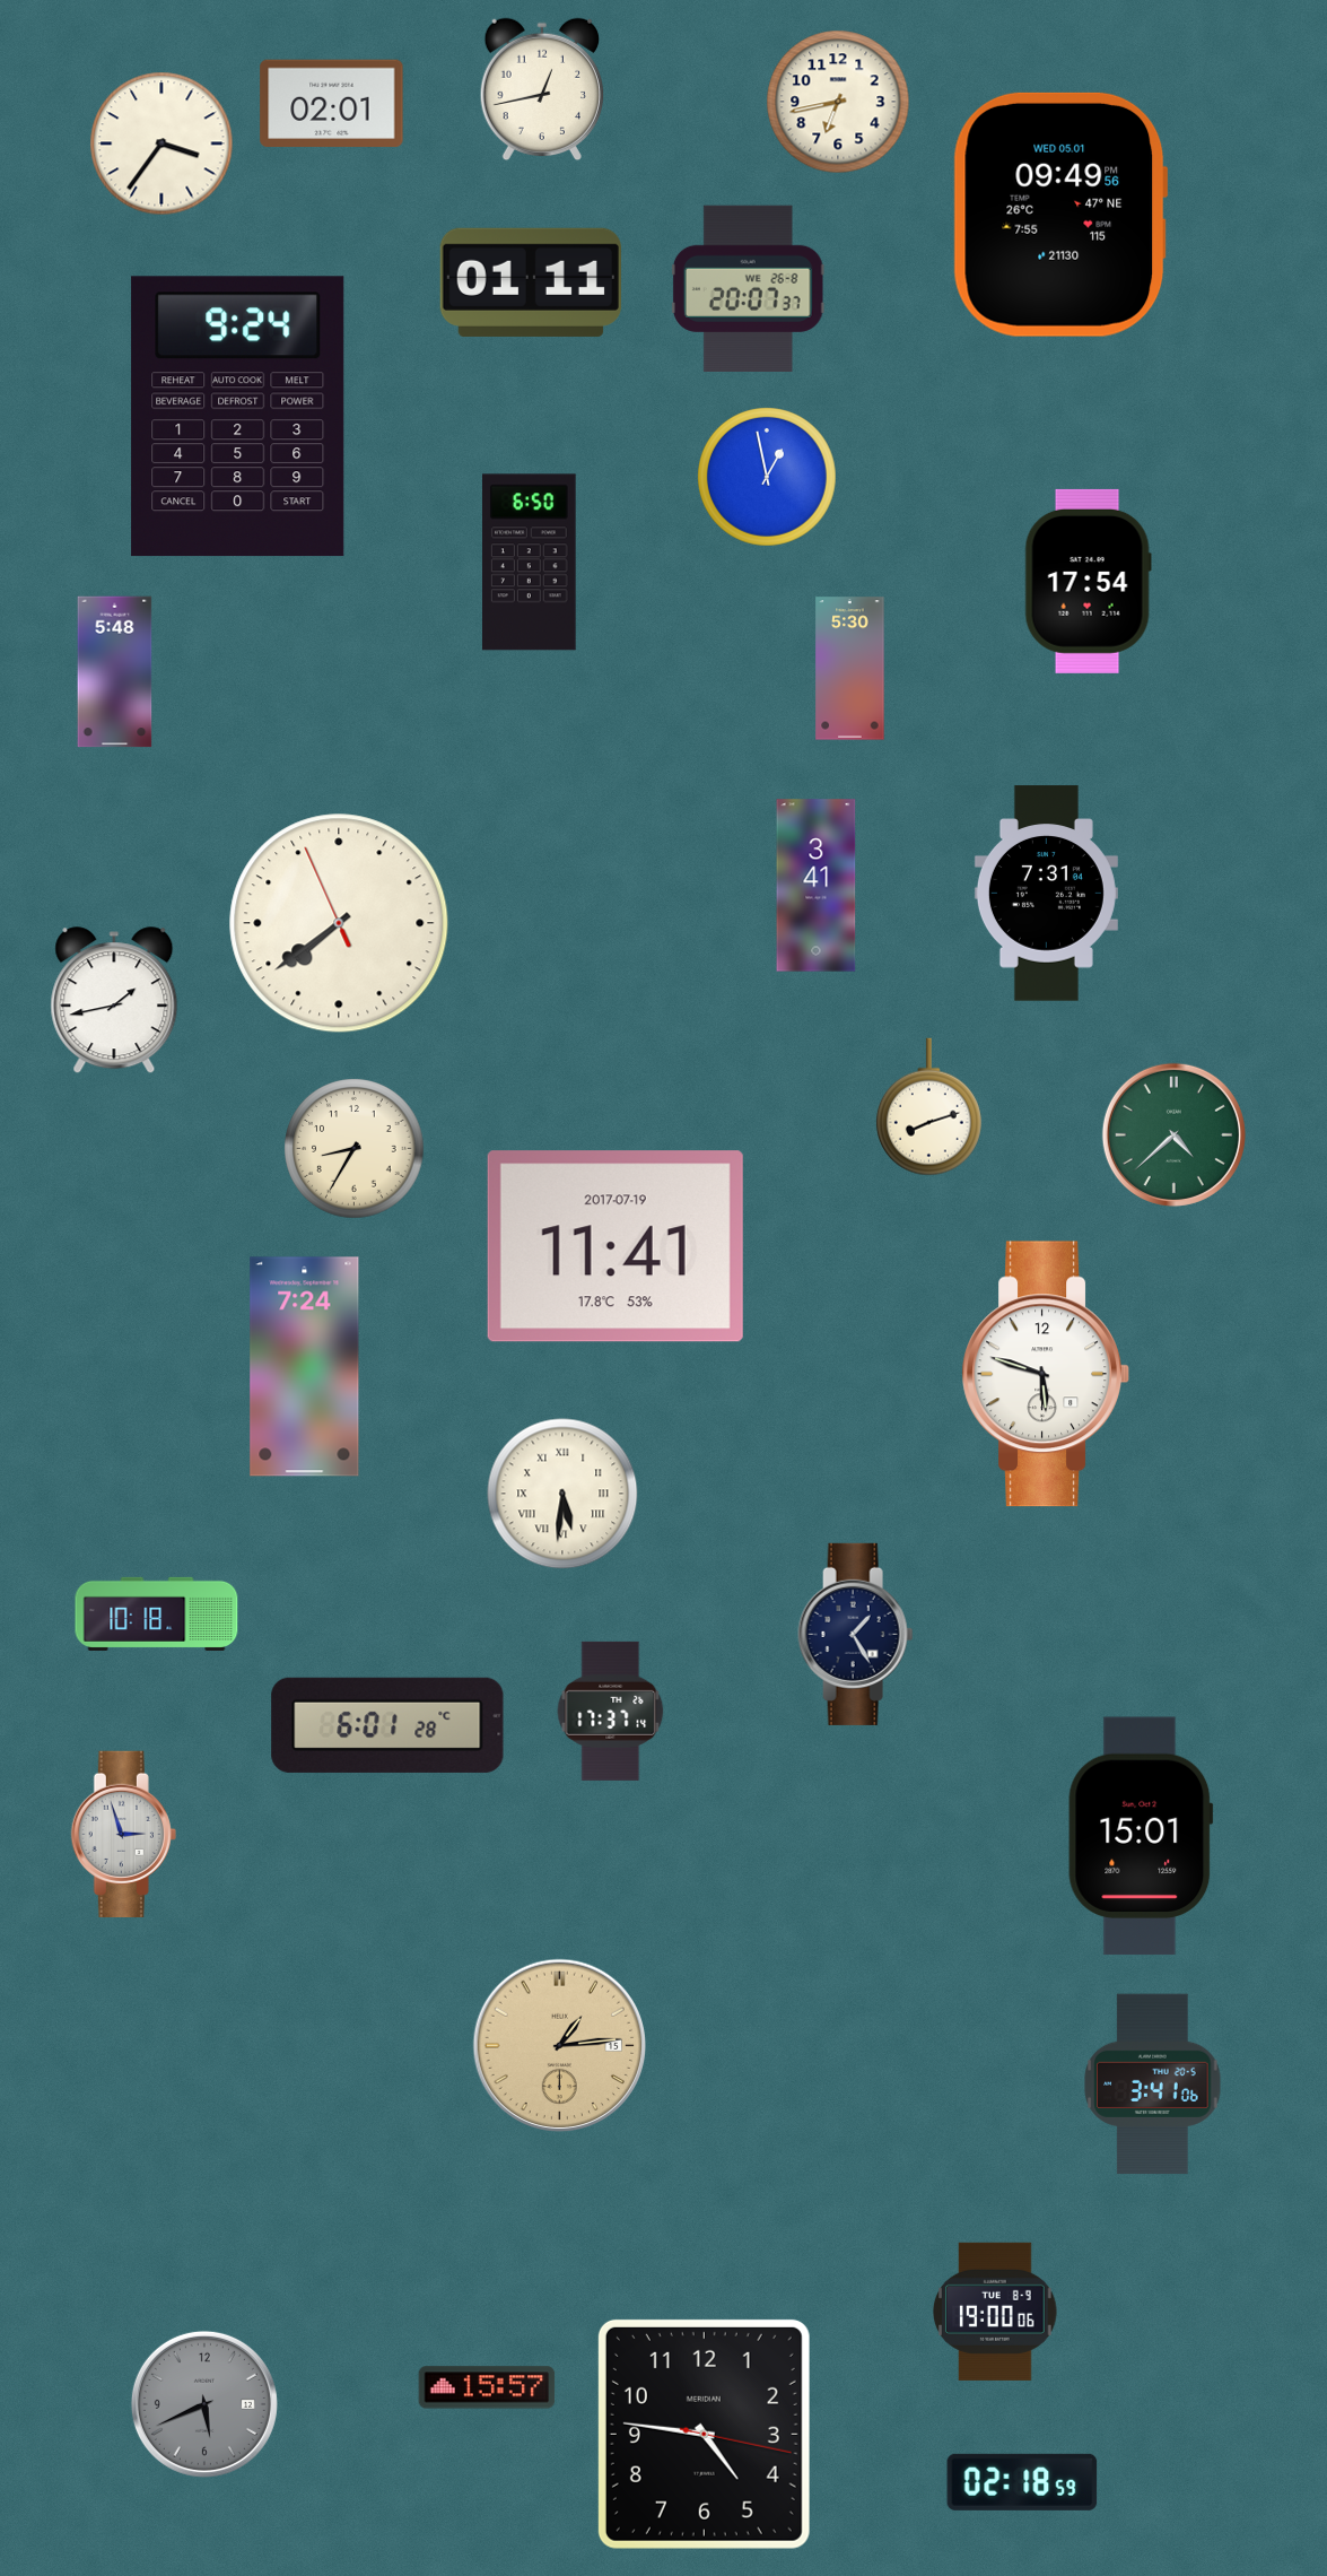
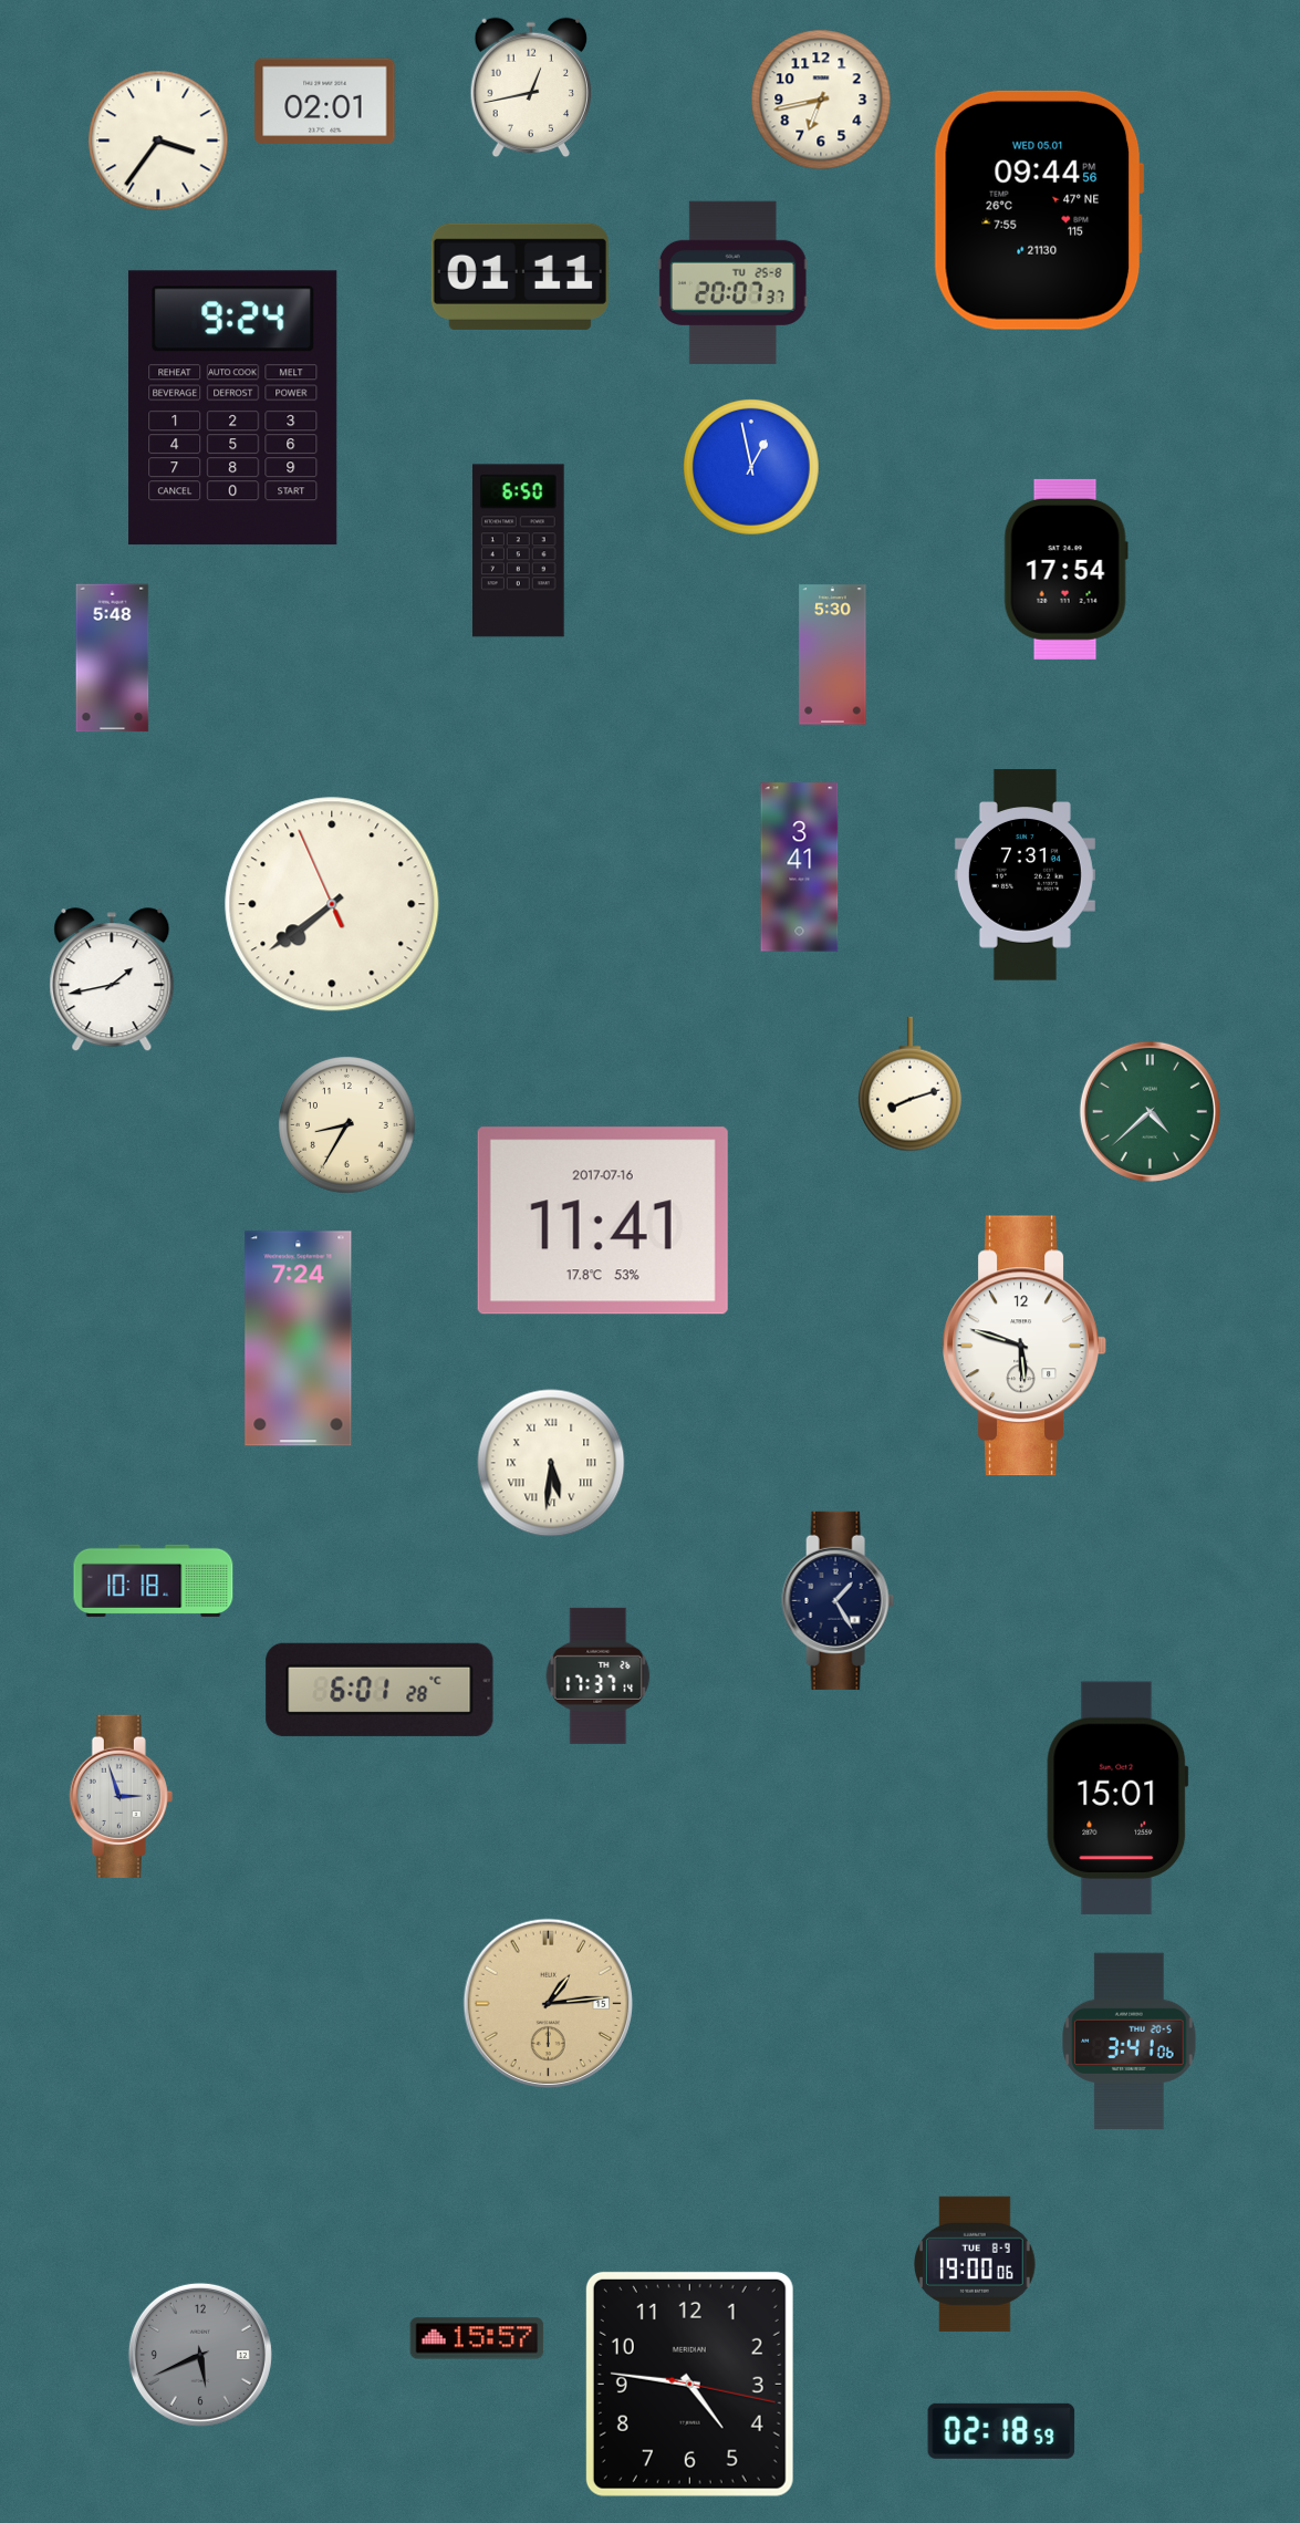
clock at (1060, 215): 09:49 -> 09:44
clock at (748, 288) date: WE 26-8 -> TU 25-8
clock at (616, 1246) date: 2017-07-19 -> 2017-07-16
